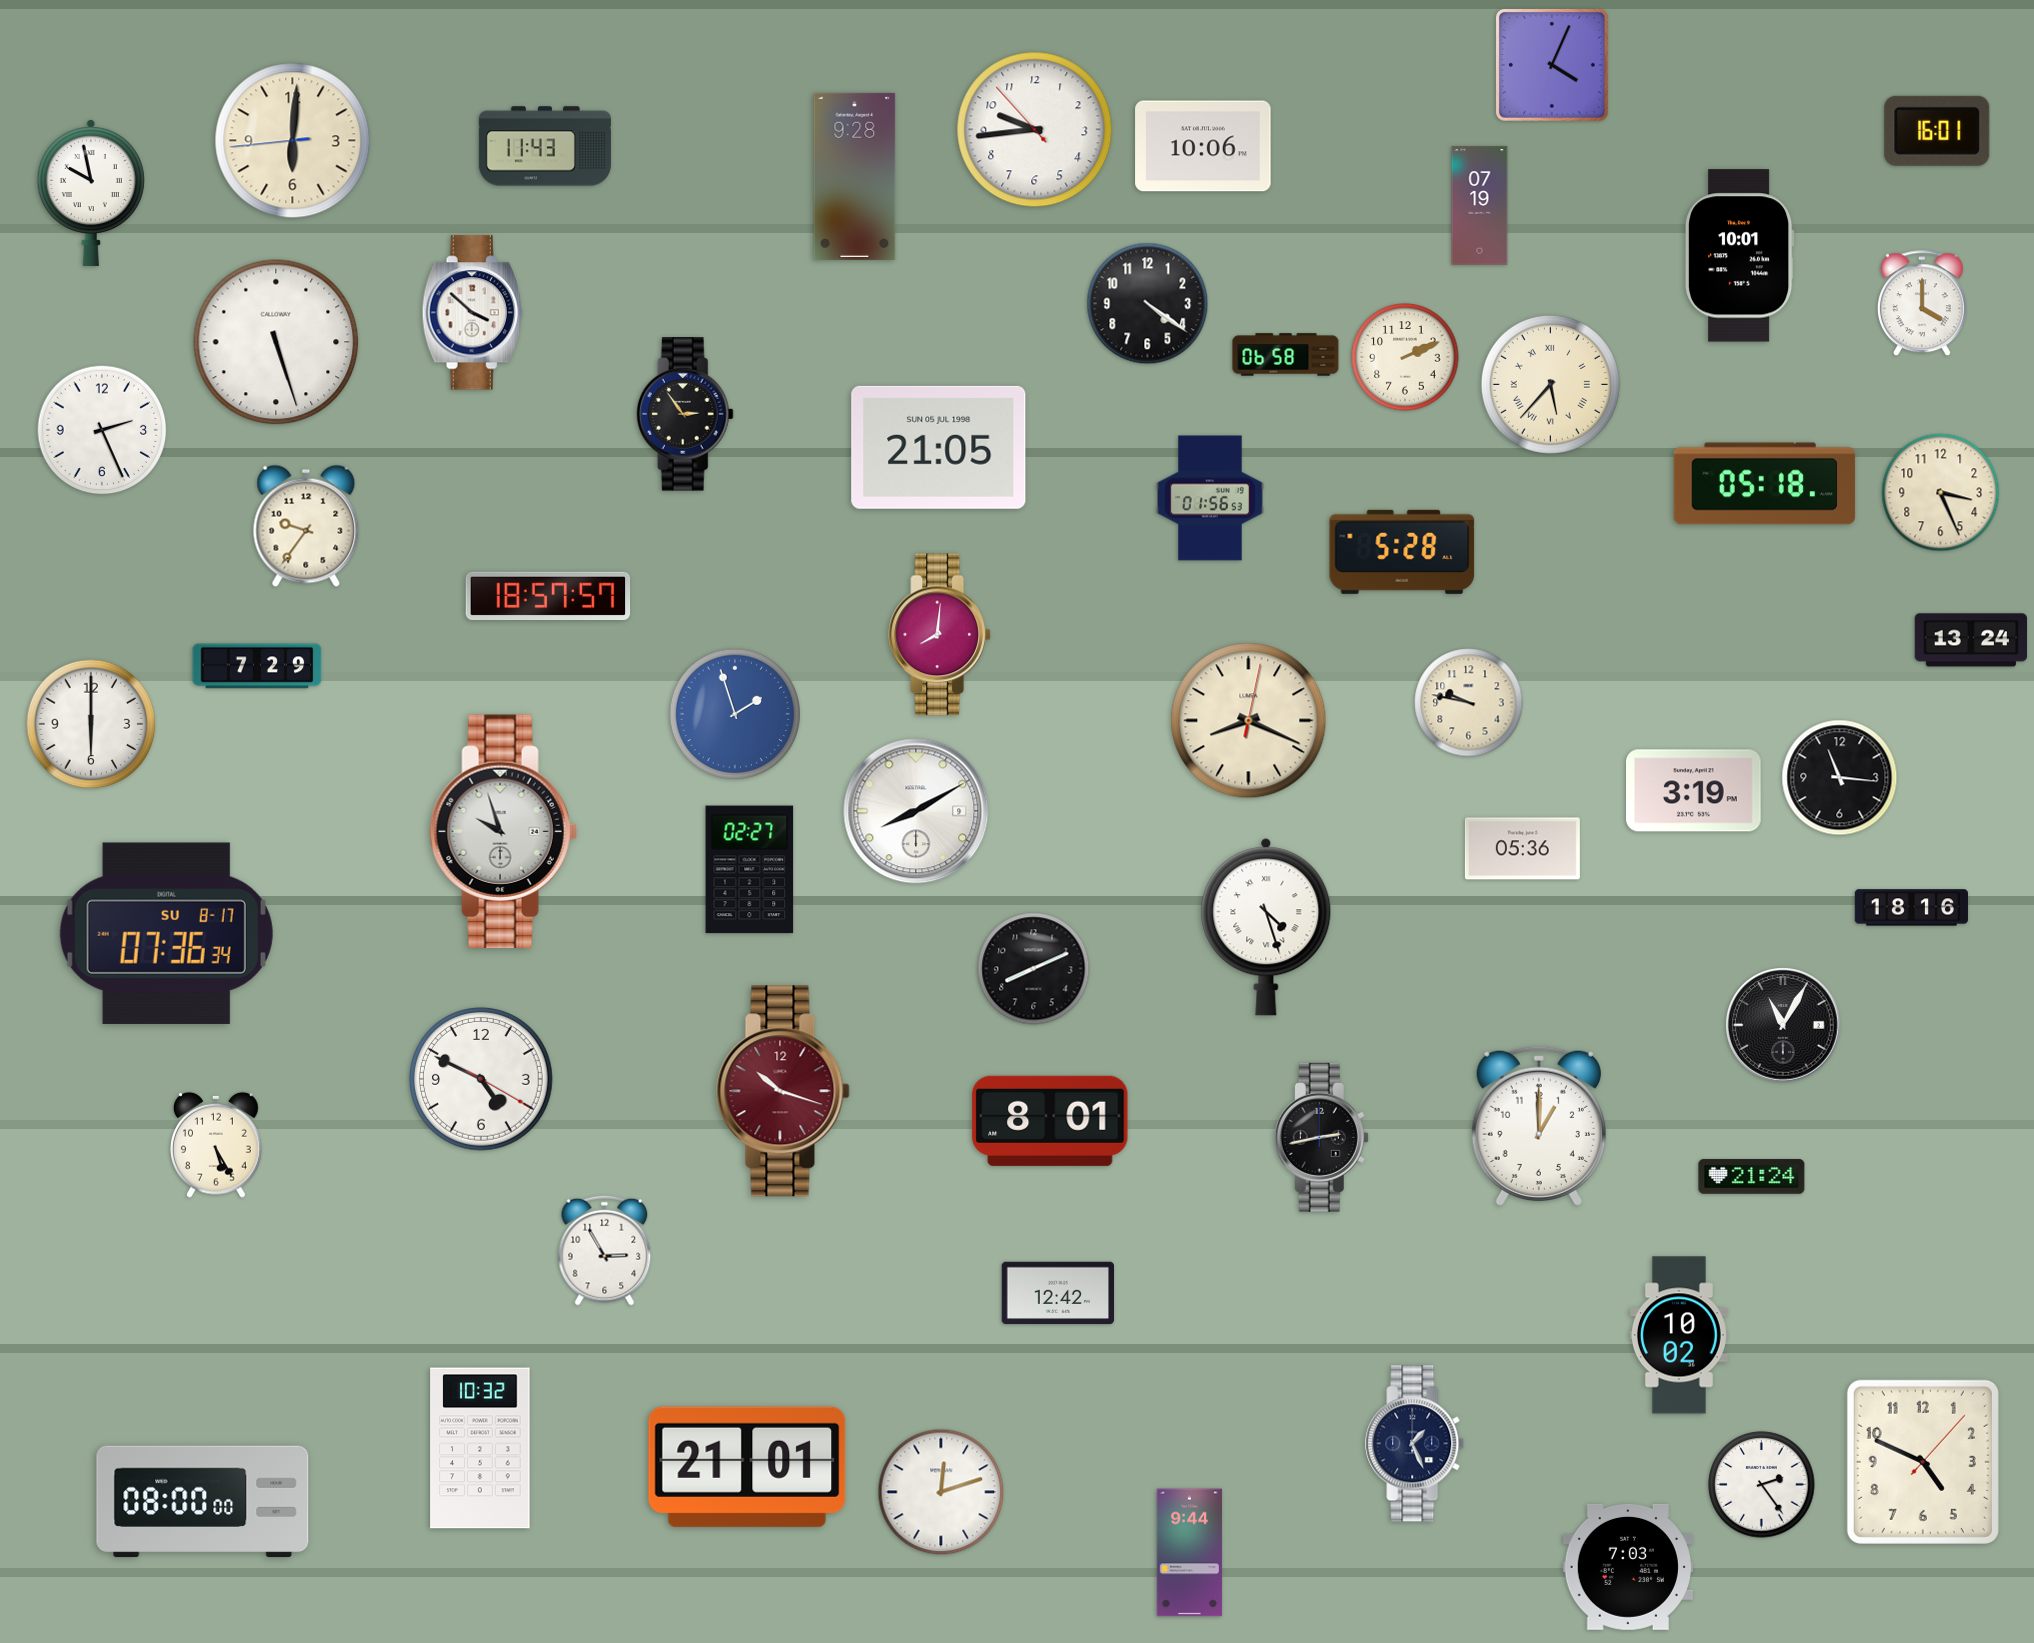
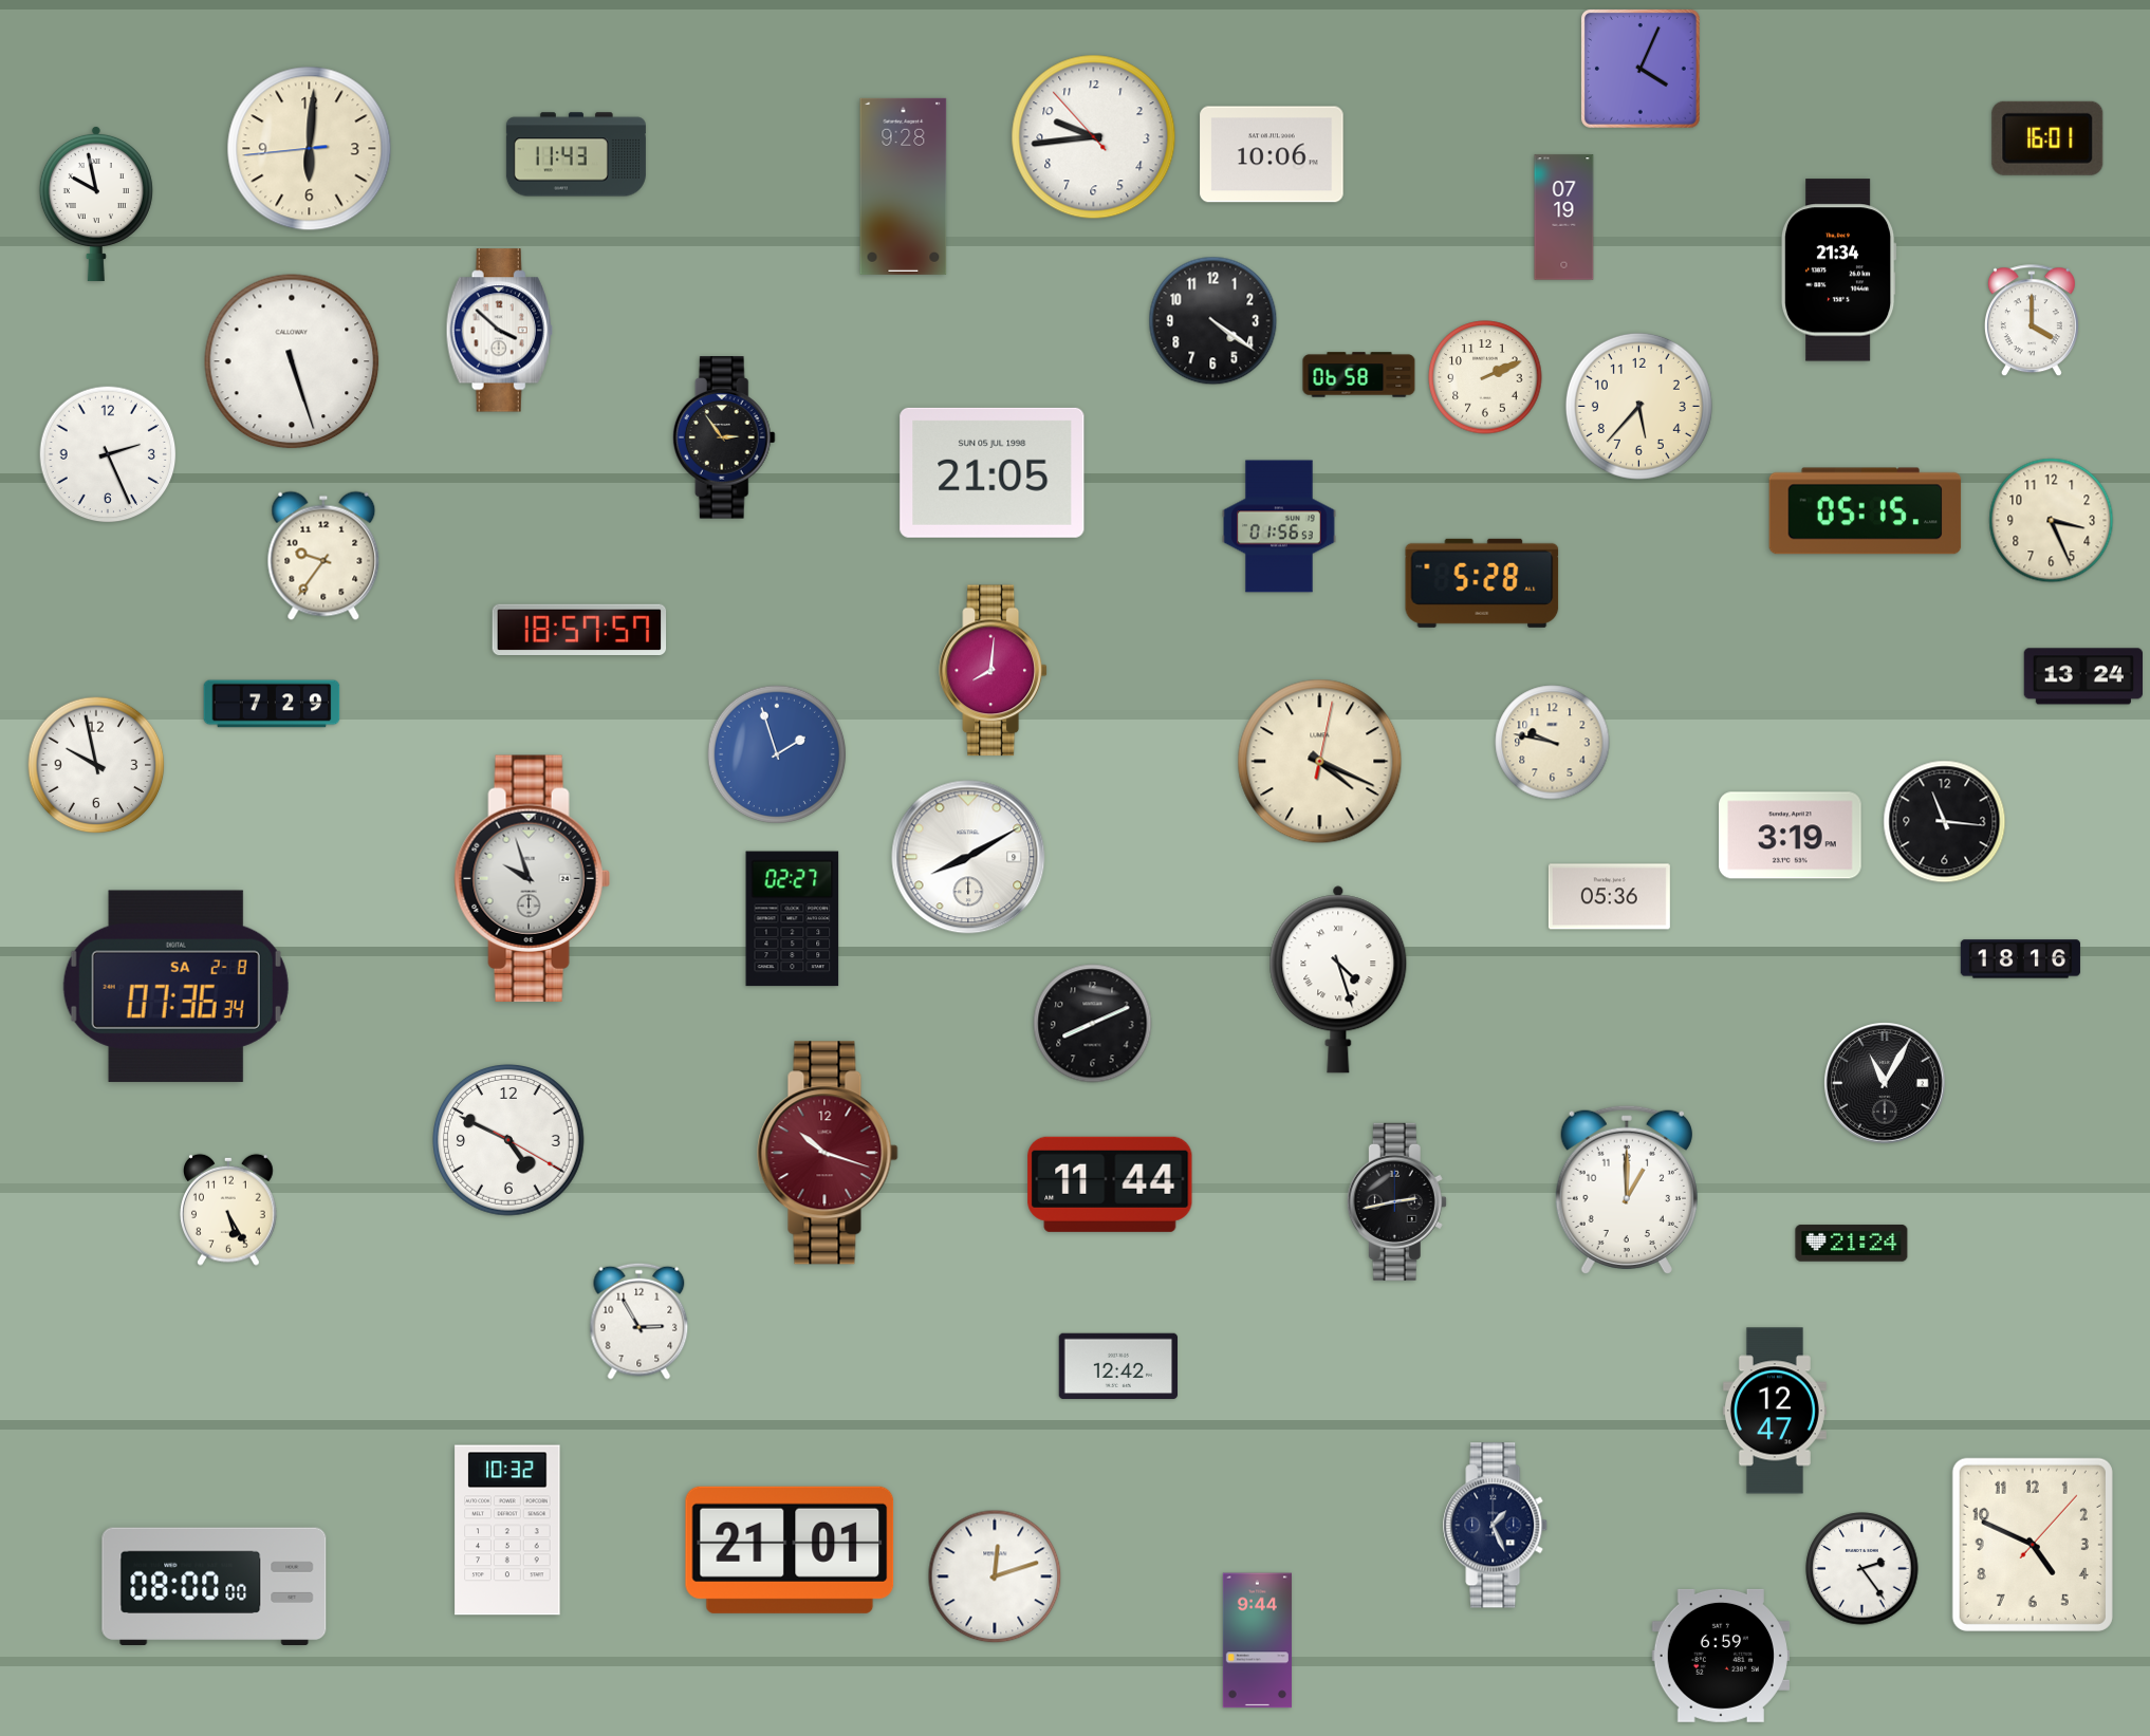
clock at (1740, 256): 10:01 -> 21:34
clock at (1550, 384) numerals: Roman -> Arabic
clock at (1765, 484): 05:18 -> 05:15
clock at (1249, 721): 8:19 -> 4:19
clock at (91, 724): 6:00 -> 9:58
clock at (166, 933) date: SU 8-17 -> SA 2-8
clock at (1050, 1121): 8:01 -> 11:44
clock at (1679, 1335): 10:02 -> 12:47
clock at (1628, 1567): 7:03 -> 6:59
